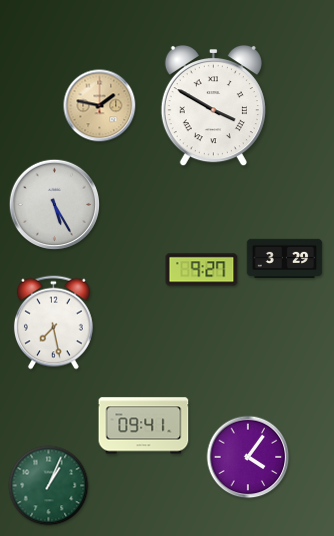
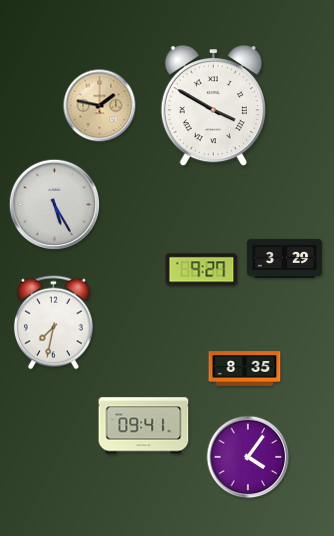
clock at (54, 323): 7:28 -> 7:32
clock at (245, 369): none -> 8:35
clock at (49, 486): 1:04 -> none
